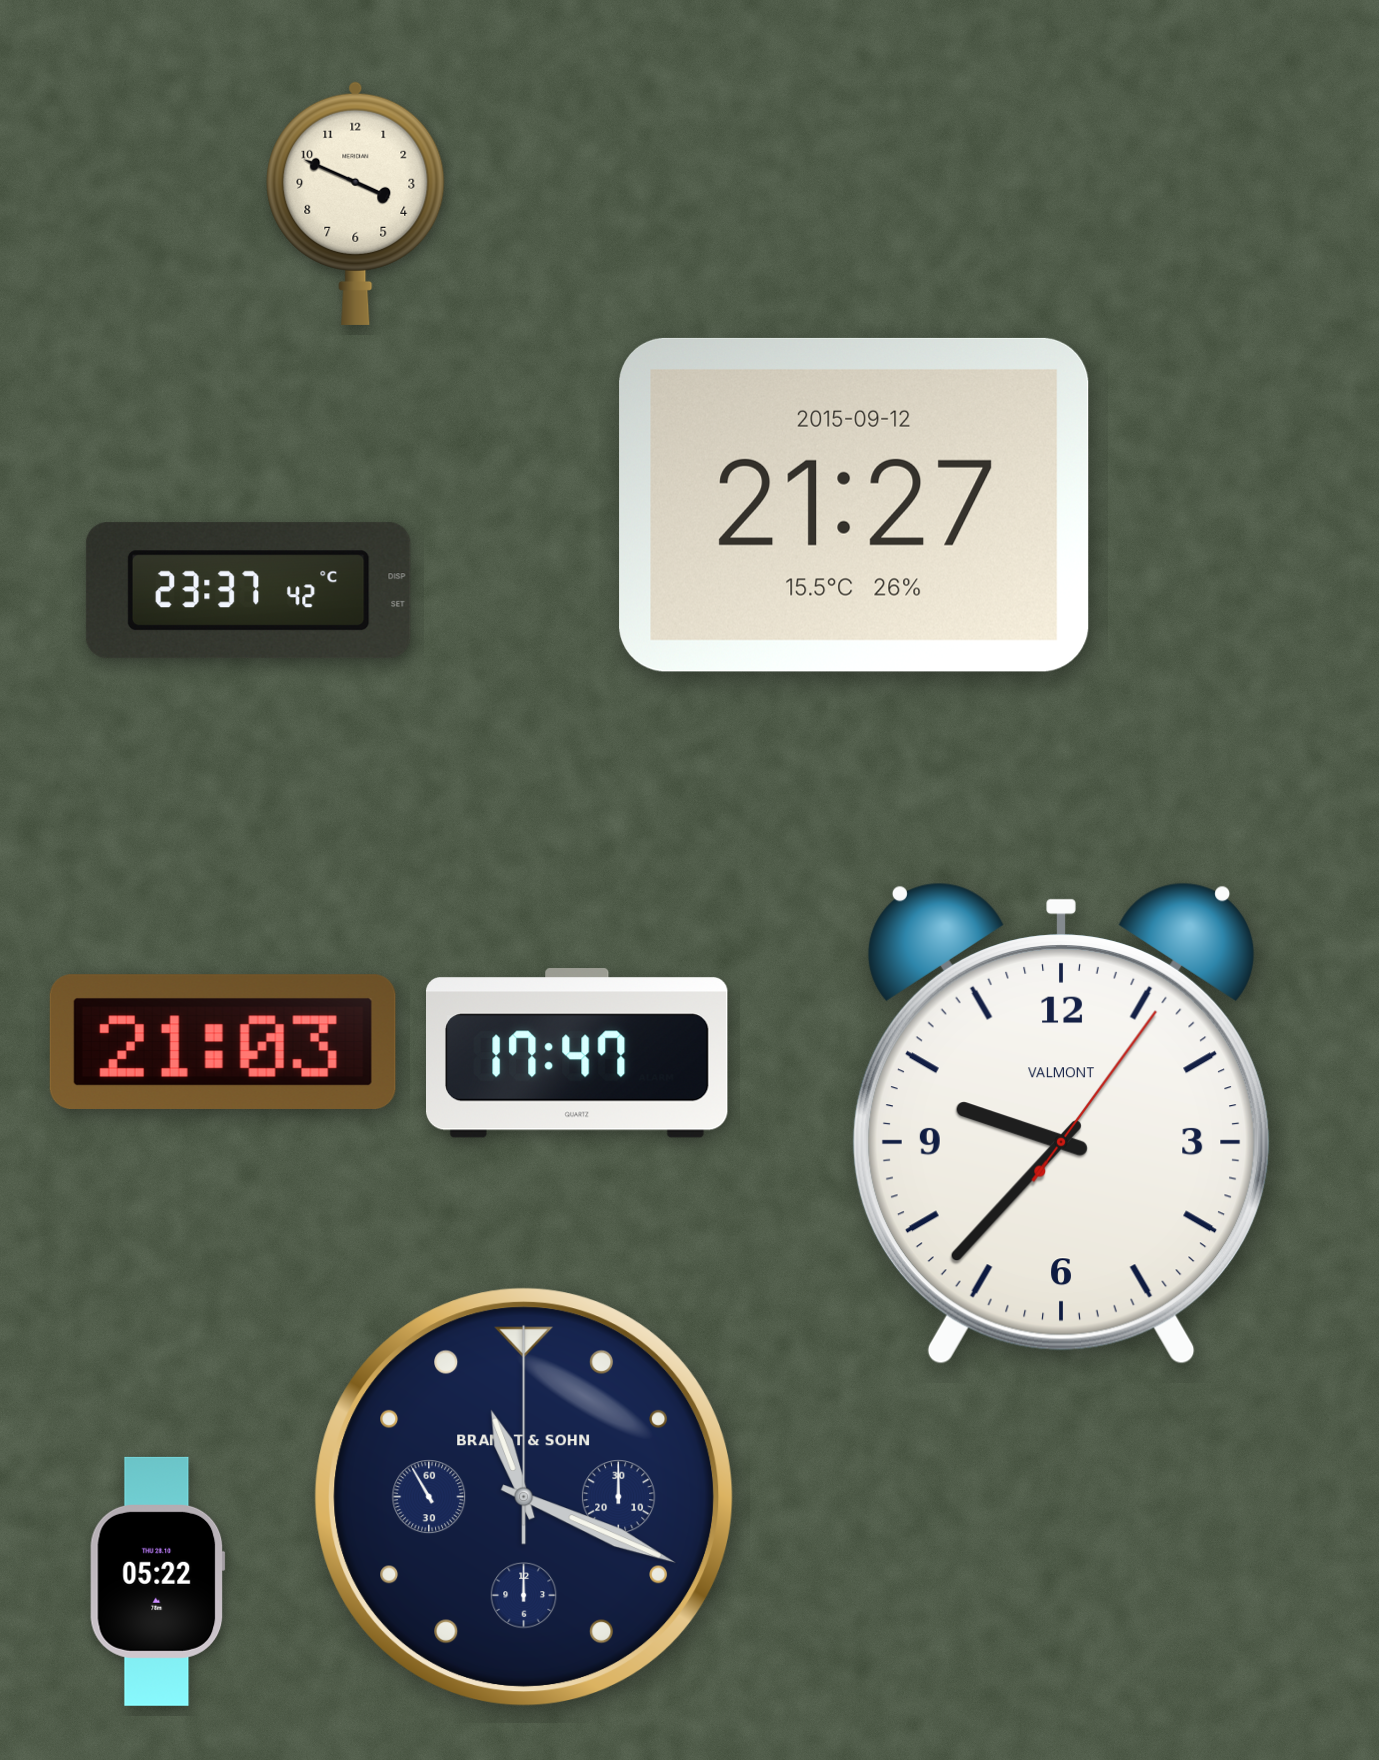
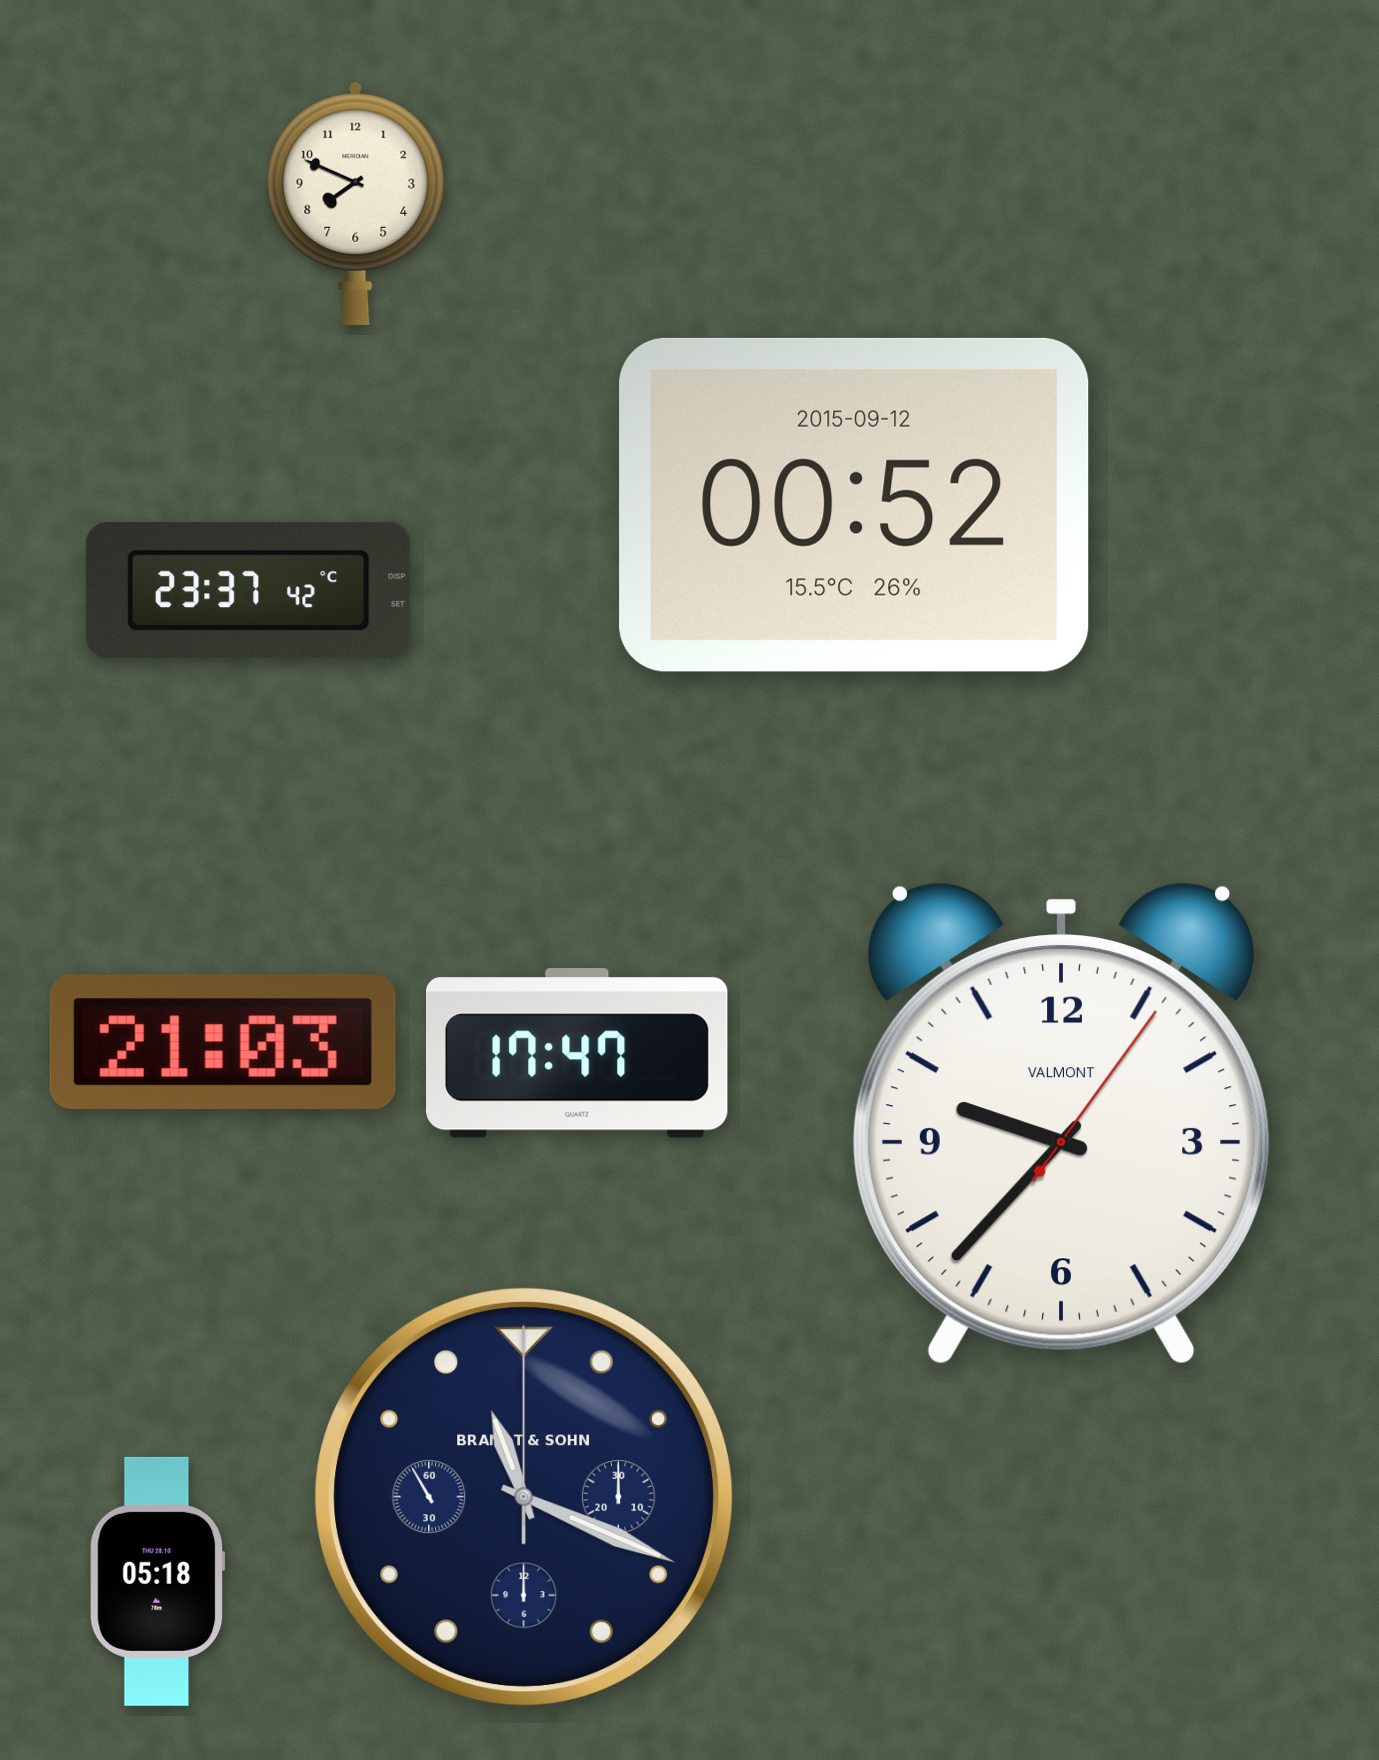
clock at (356, 203): 3:49 -> 7:49
clock at (854, 505): 21:27 -> 00:52
clock at (157, 1581): 05:22 -> 05:18
